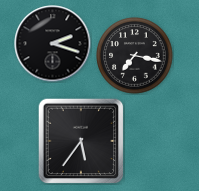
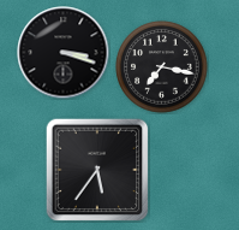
clock at (53, 44): 2:18 -> 3:18
